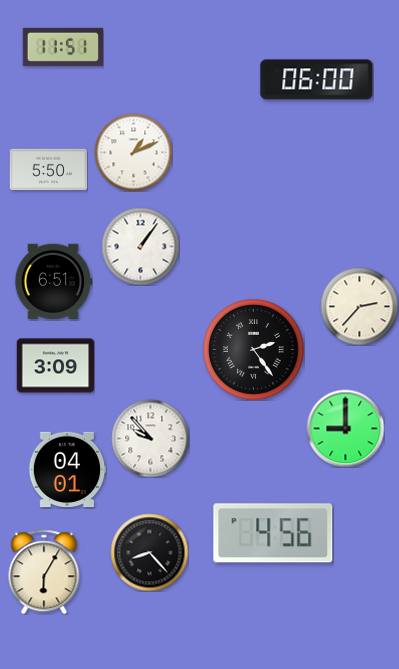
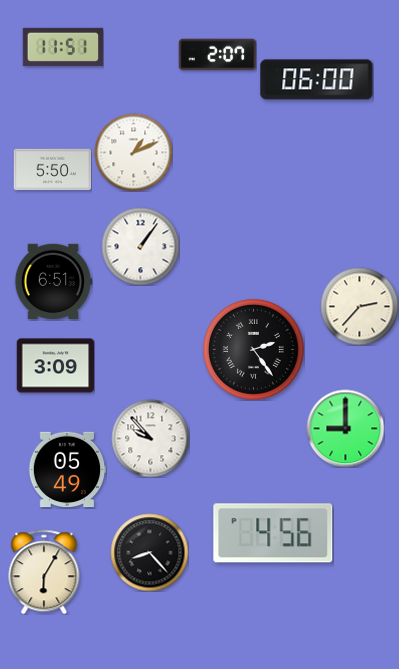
clock at (217, 55): none -> 2:07
clock at (48, 170) position: (48, 170) -> (52, 170)
clock at (67, 470): 04:01 -> 05:49
